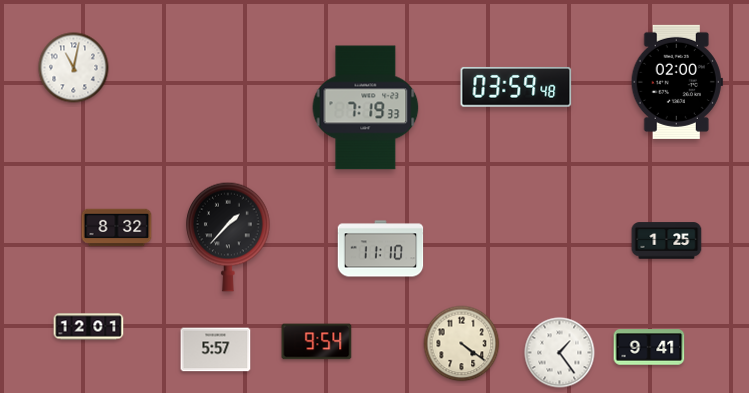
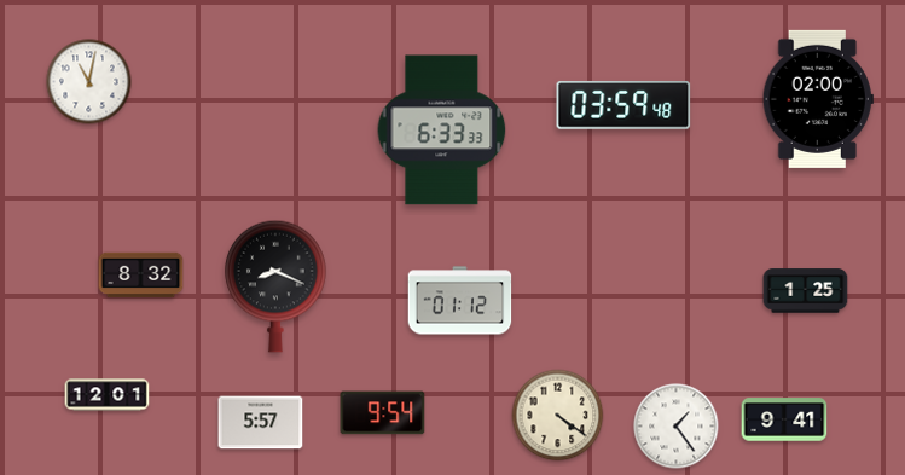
clock at (366, 108): 7:19 -> 6:33
clock at (228, 237): 1:37 -> 8:19
clock at (381, 249): 11:10 -> 01:12
